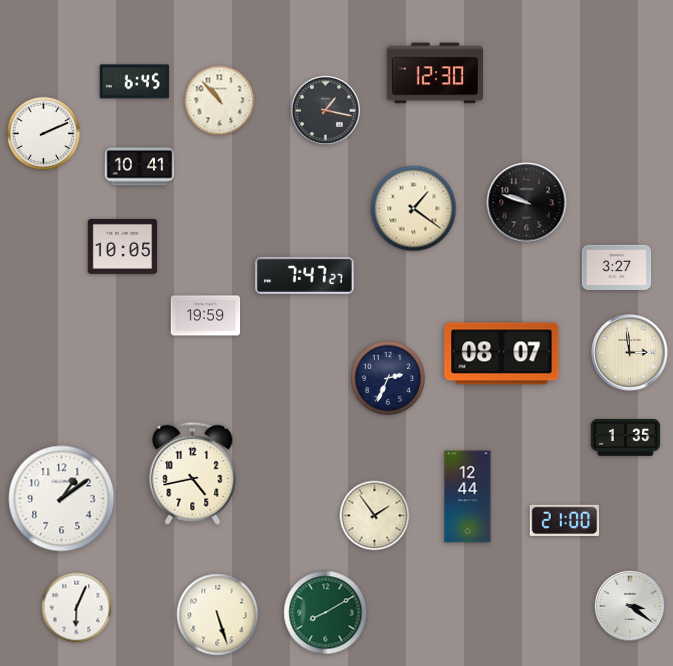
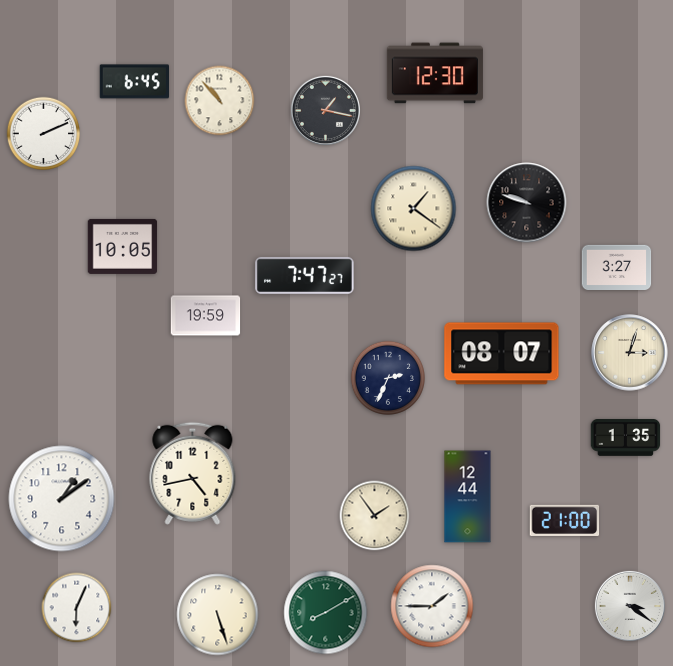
clock at (140, 167): 10:41 -> none
clock at (630, 353): 2:59 -> 3:03
clock at (432, 606): none -> 1:45
